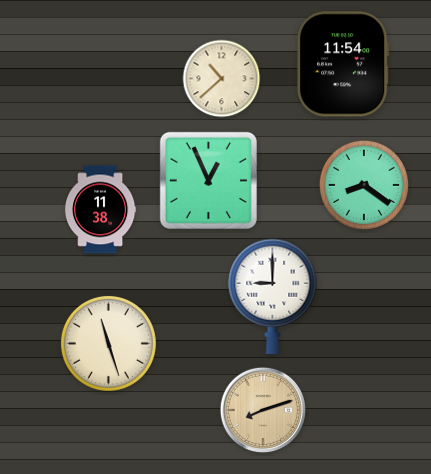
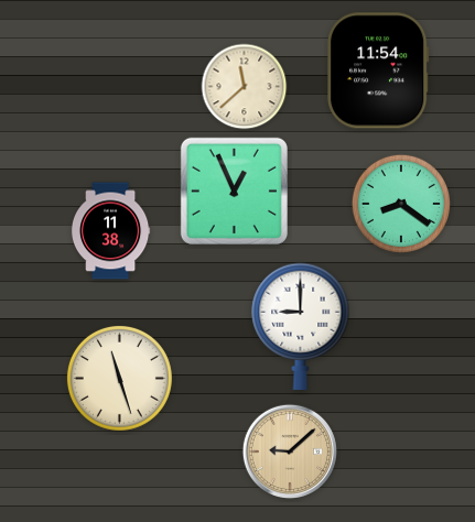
clock at (222, 79): 10:38 -> 11:38
clock at (208, 180) position: (208, 180) -> (234, 191)
clock at (262, 409): 8:12 -> 9:08
